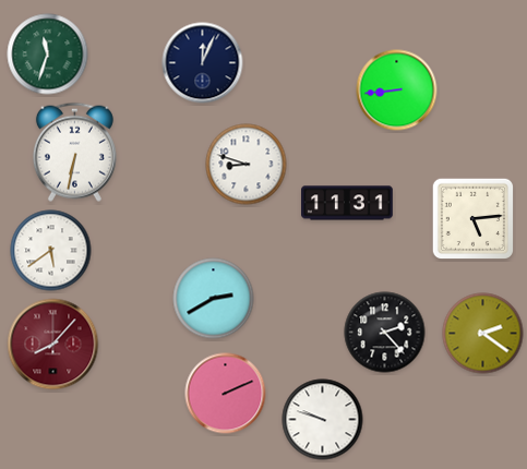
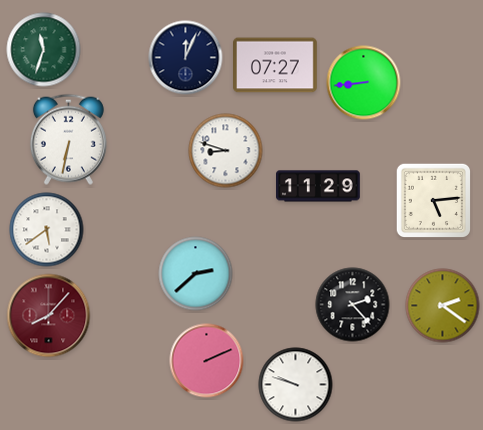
clock at (276, 65): none -> 07:27
clock at (348, 203): 11:31 -> 11:29
clock at (214, 299): 2:40 -> 2:38
